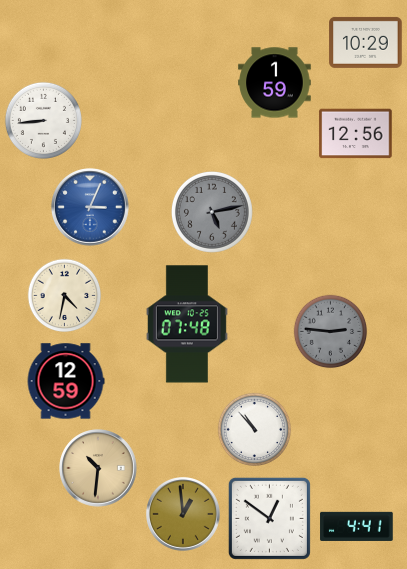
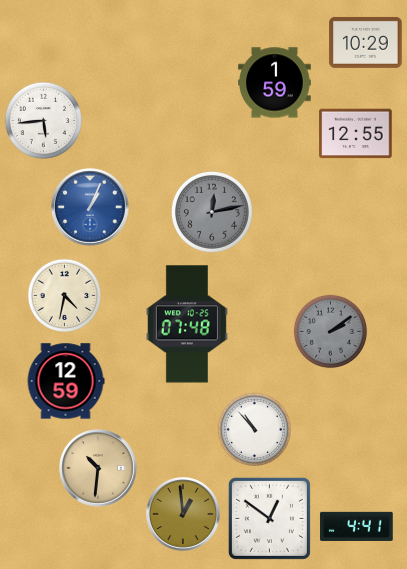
clock at (43, 120): 8:44 -> 5:44
clock at (356, 134): 12:56 -> 12:55
clock at (90, 207): 3:04 -> 1:04
clock at (212, 212): 5:13 -> 12:13
clock at (331, 332): 2:46 -> 2:09
